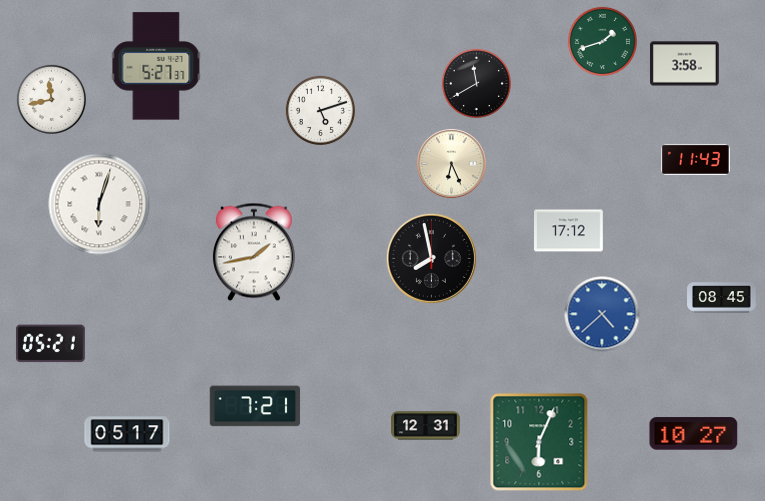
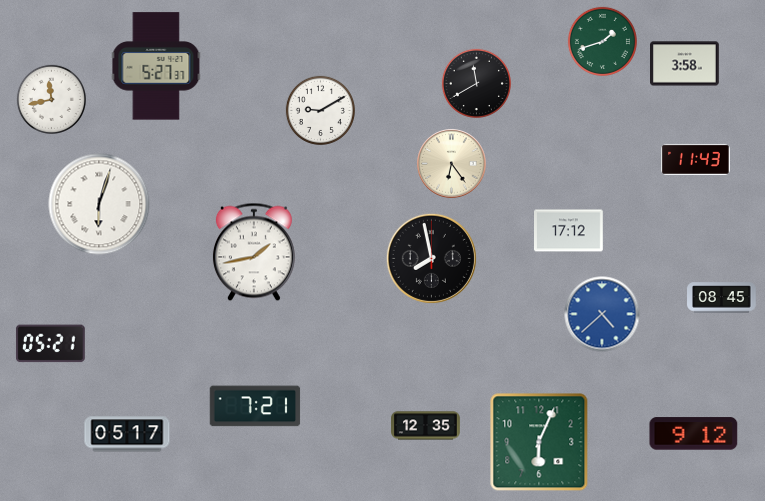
clock at (320, 110): 5:12 -> 9:10
clock at (452, 164): 6:26 -> 6:24
clock at (426, 426): 12:31 -> 12:35
clock at (694, 434): 10:27 -> 9:12
